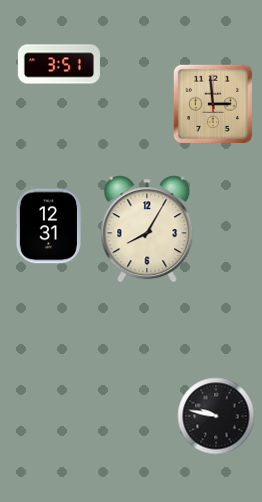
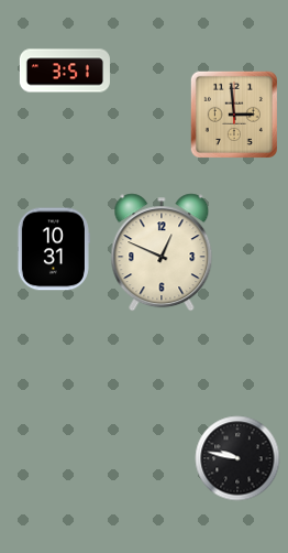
clock at (49, 226): 12:31 -> 10:31
clock at (147, 229): 8:05 -> 12:49
